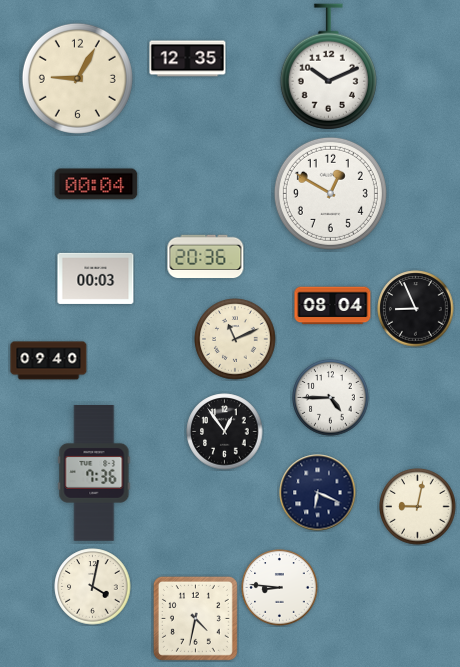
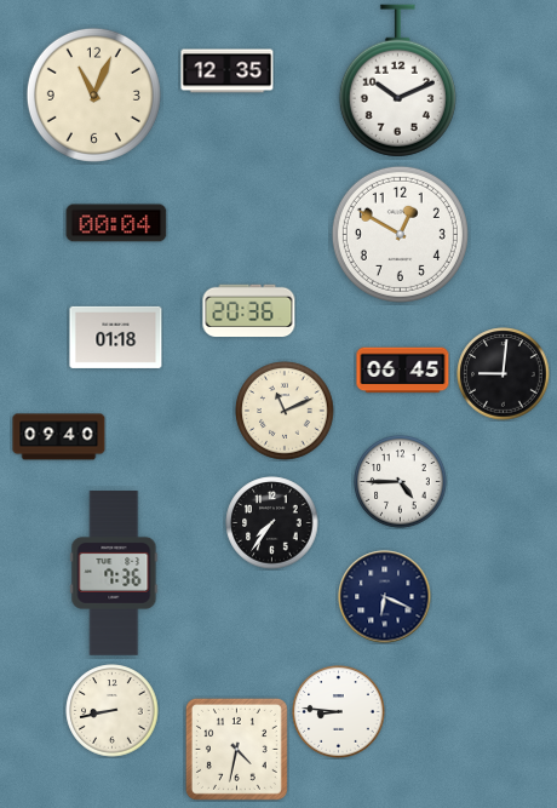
clock at (77, 78): 9:05 -> 11:04
clock at (96, 278): 00:03 -> 01:18
clock at (333, 306): 08:04 -> 06:45
clock at (416, 309): 8:56 -> 9:01
clock at (225, 432): 12:54 -> 7:36
clock at (418, 507): 9:02 -> none
clock at (93, 587): 4:02 -> 8:43
